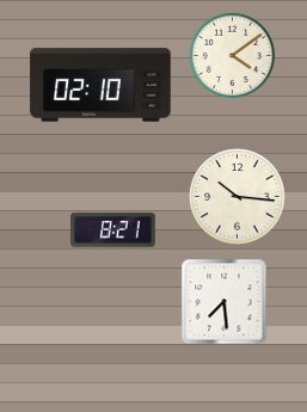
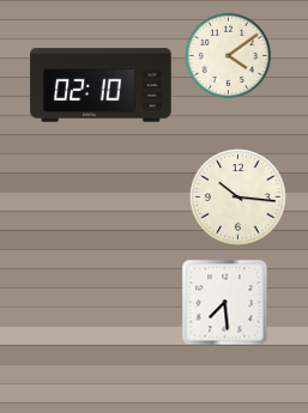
clock at (232, 55) position: (232, 55) -> (228, 55)
clock at (113, 230): 8:21 -> none
